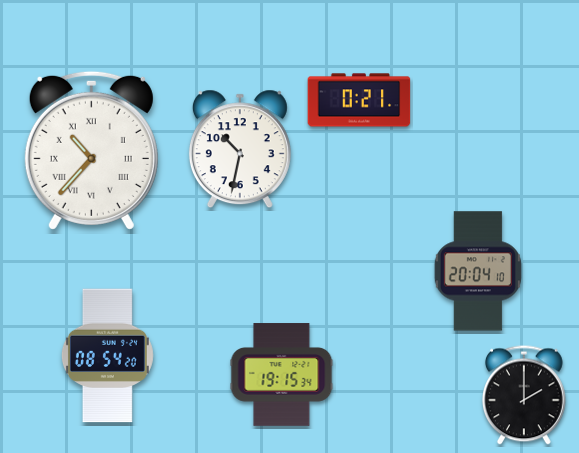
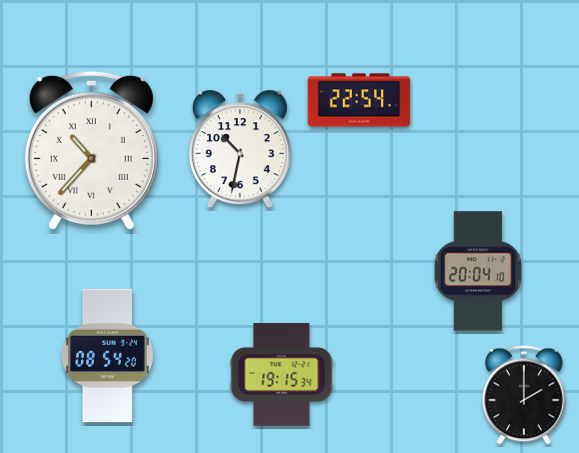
clock at (359, 100): 0:21 -> 22:54
